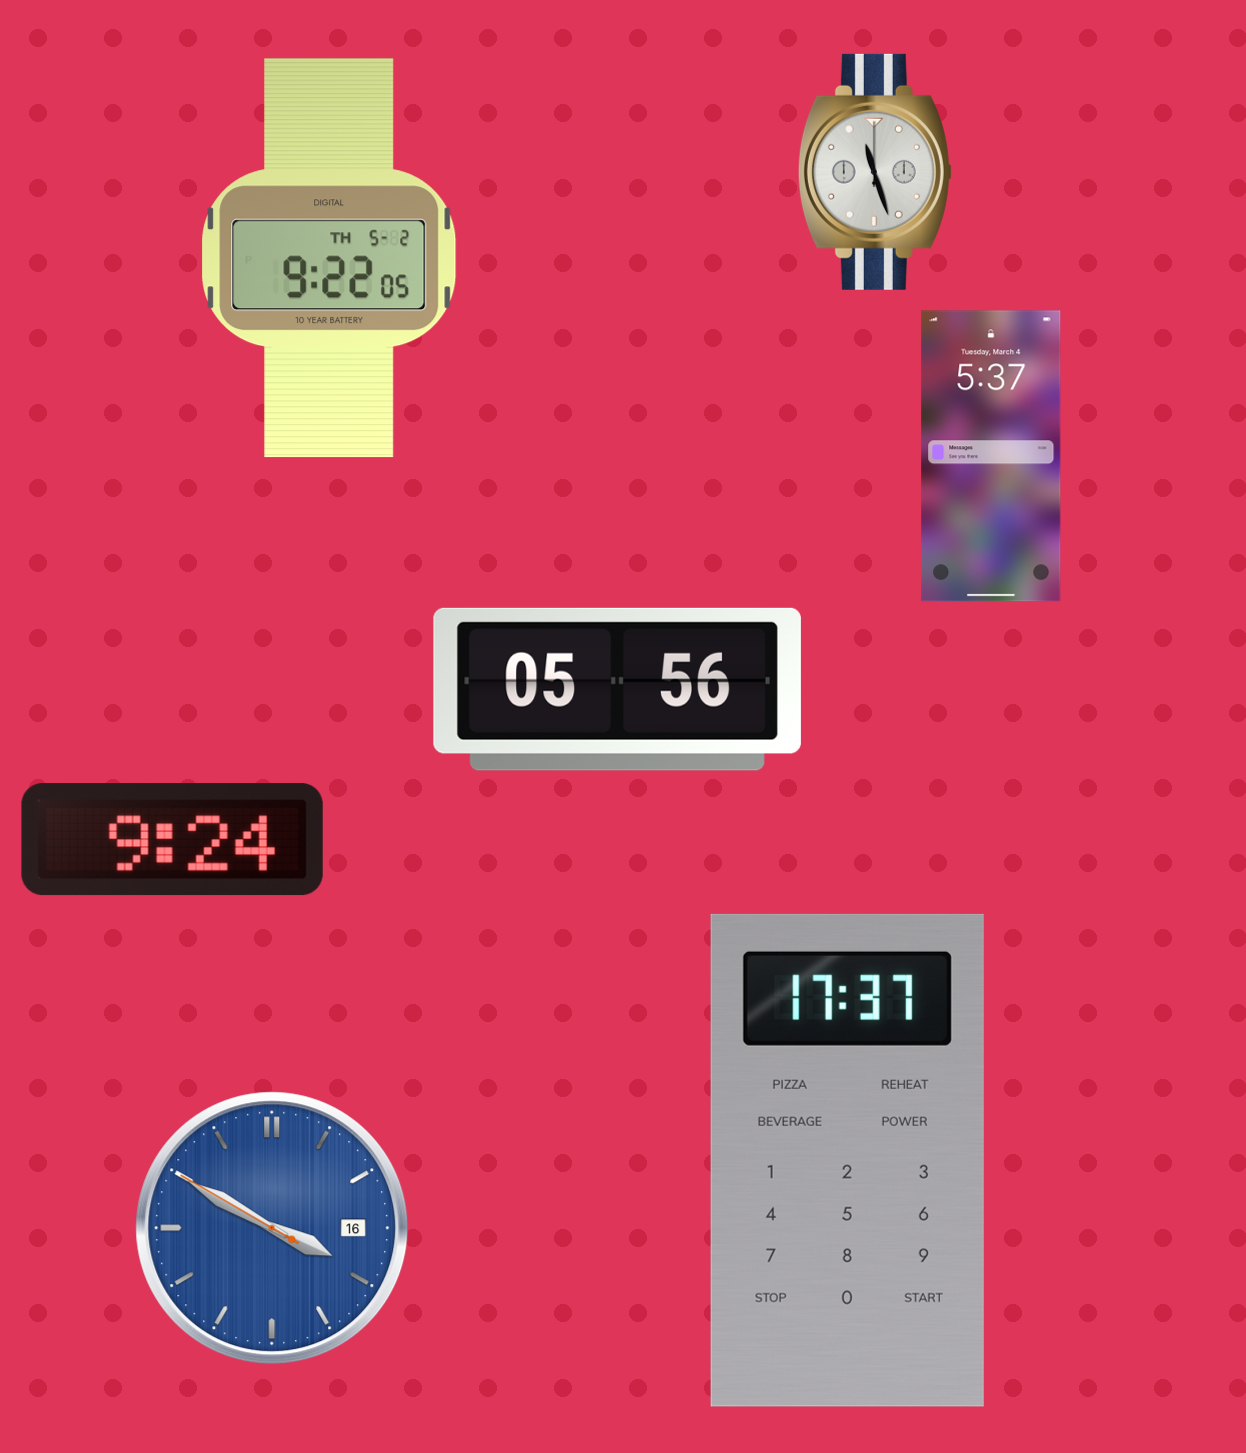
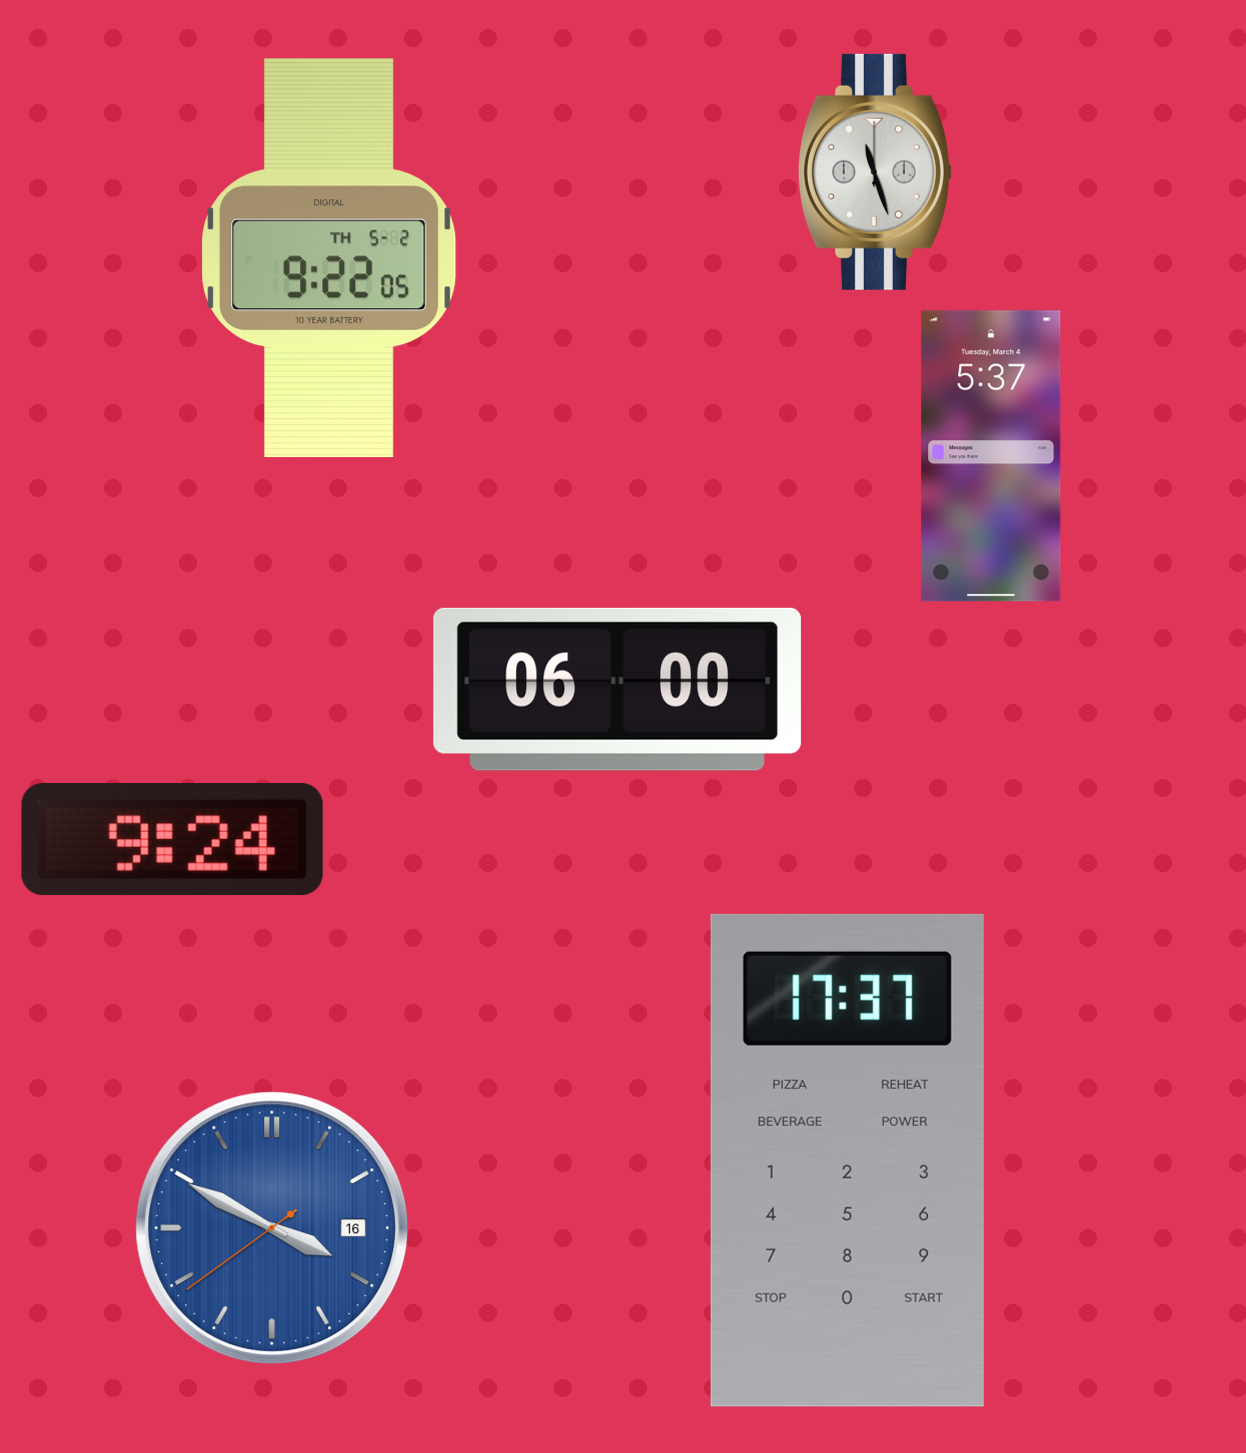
clock at (617, 689): 05:56 -> 06:00
clock at (272, 1228): 3:49:50 -> 3:49:39
